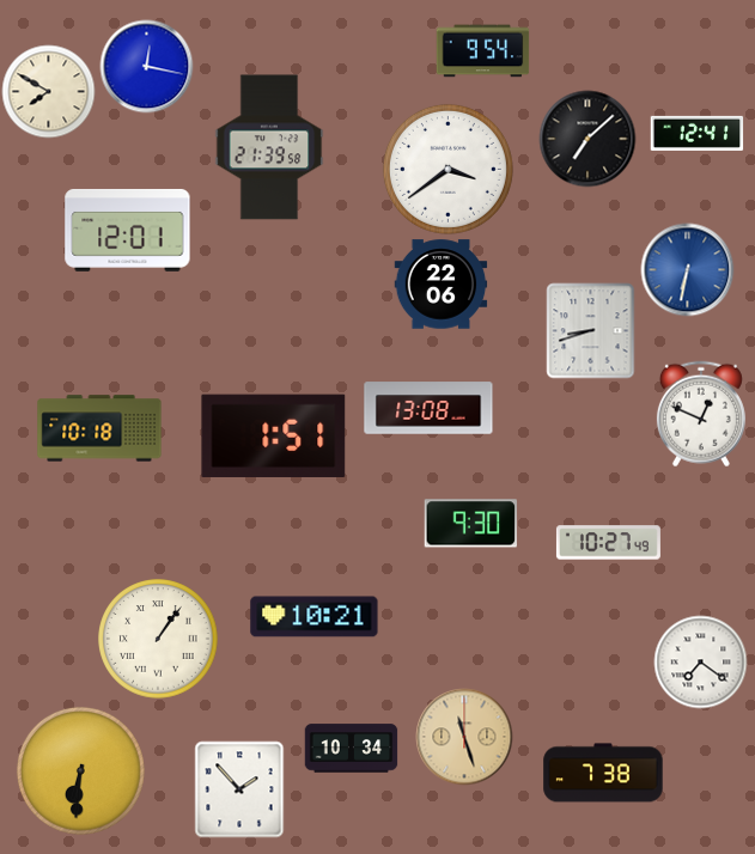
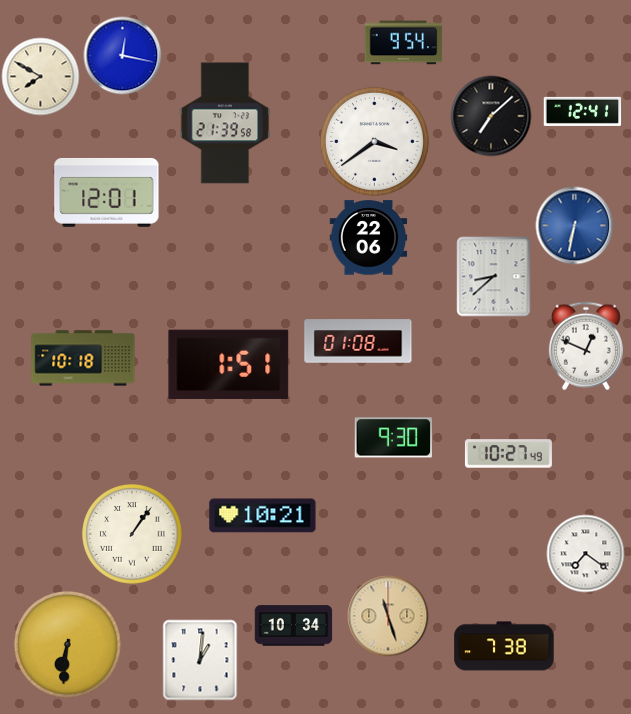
clock at (591, 330): 8:42 -> 8:38
clock at (428, 408): 13:08 -> 01:08
clock at (239, 789): 1:53 -> 1:01
